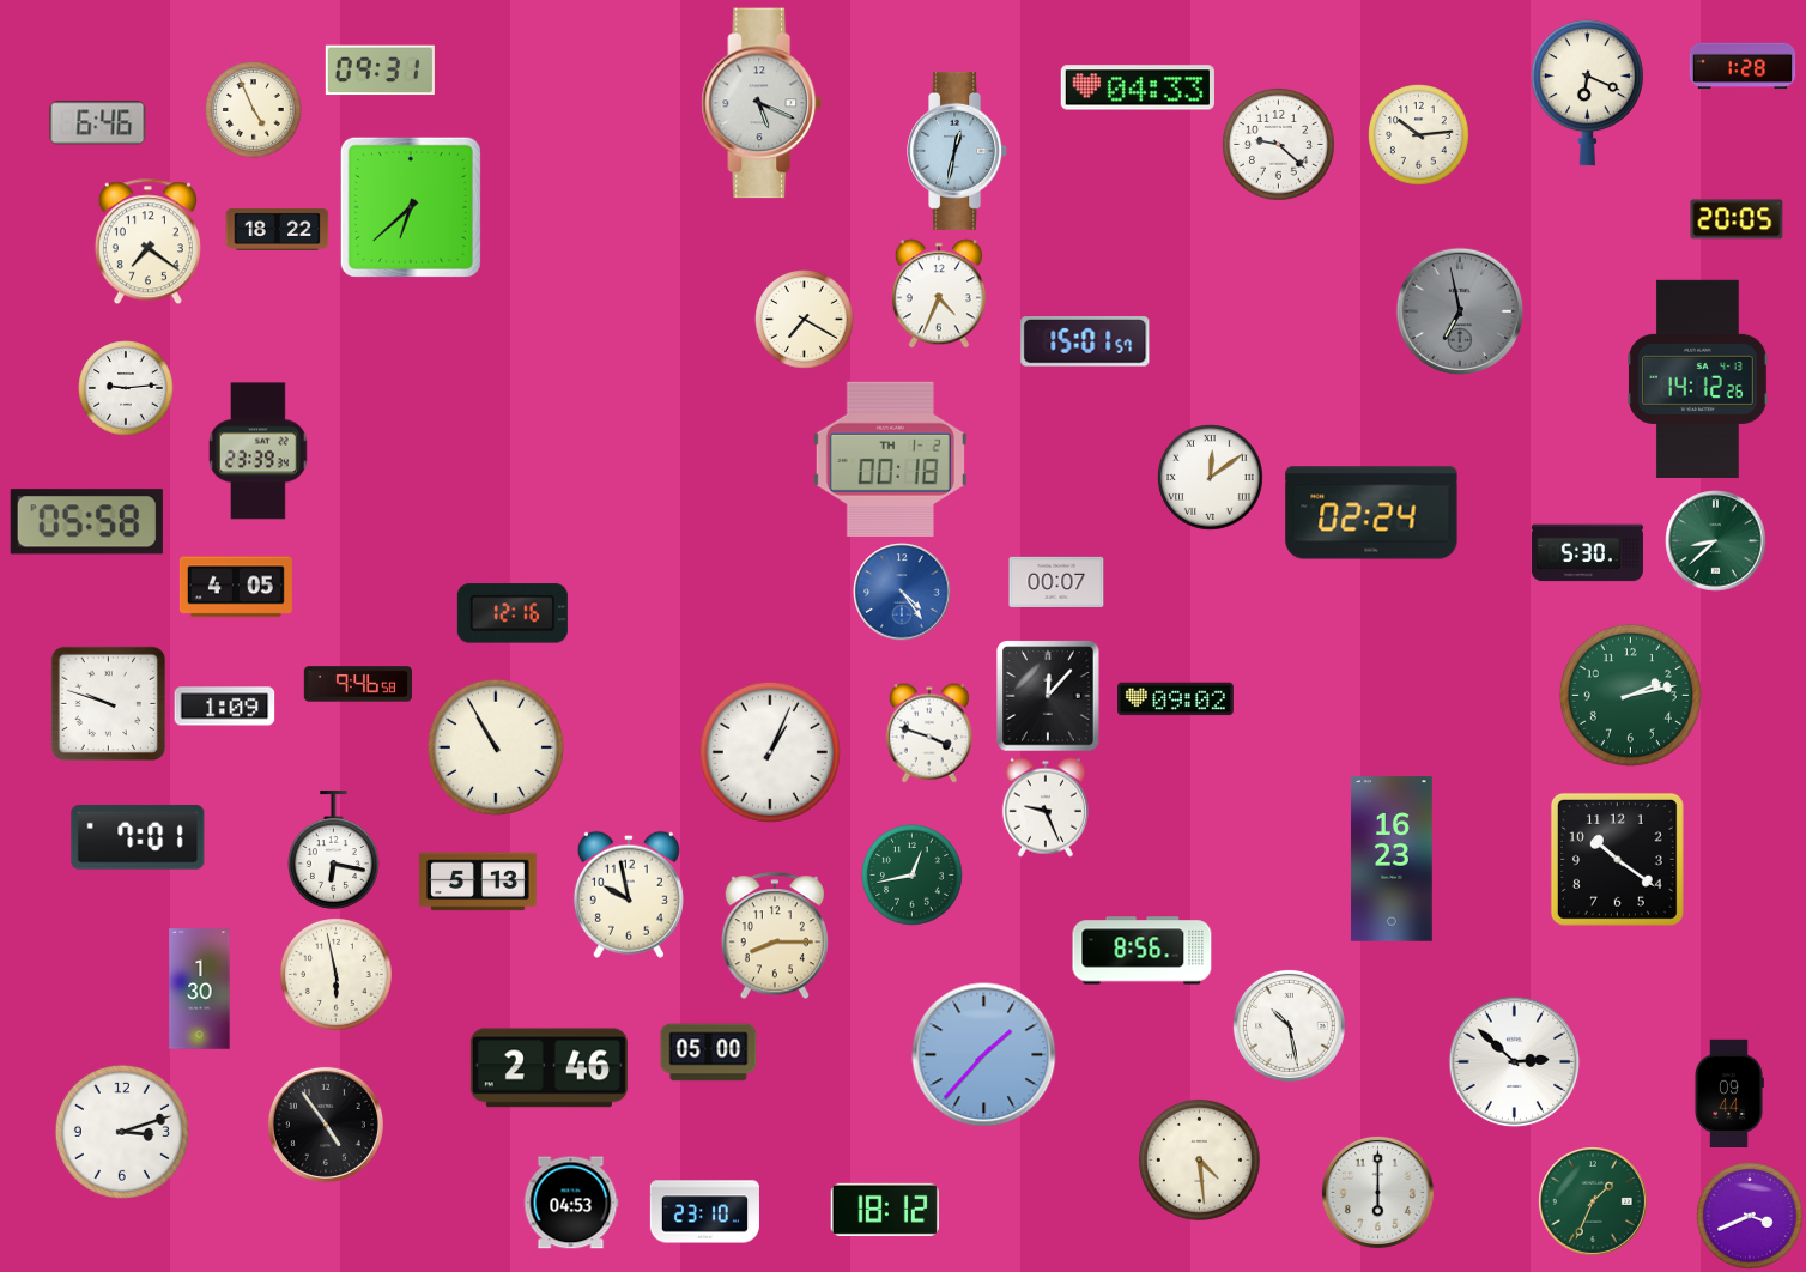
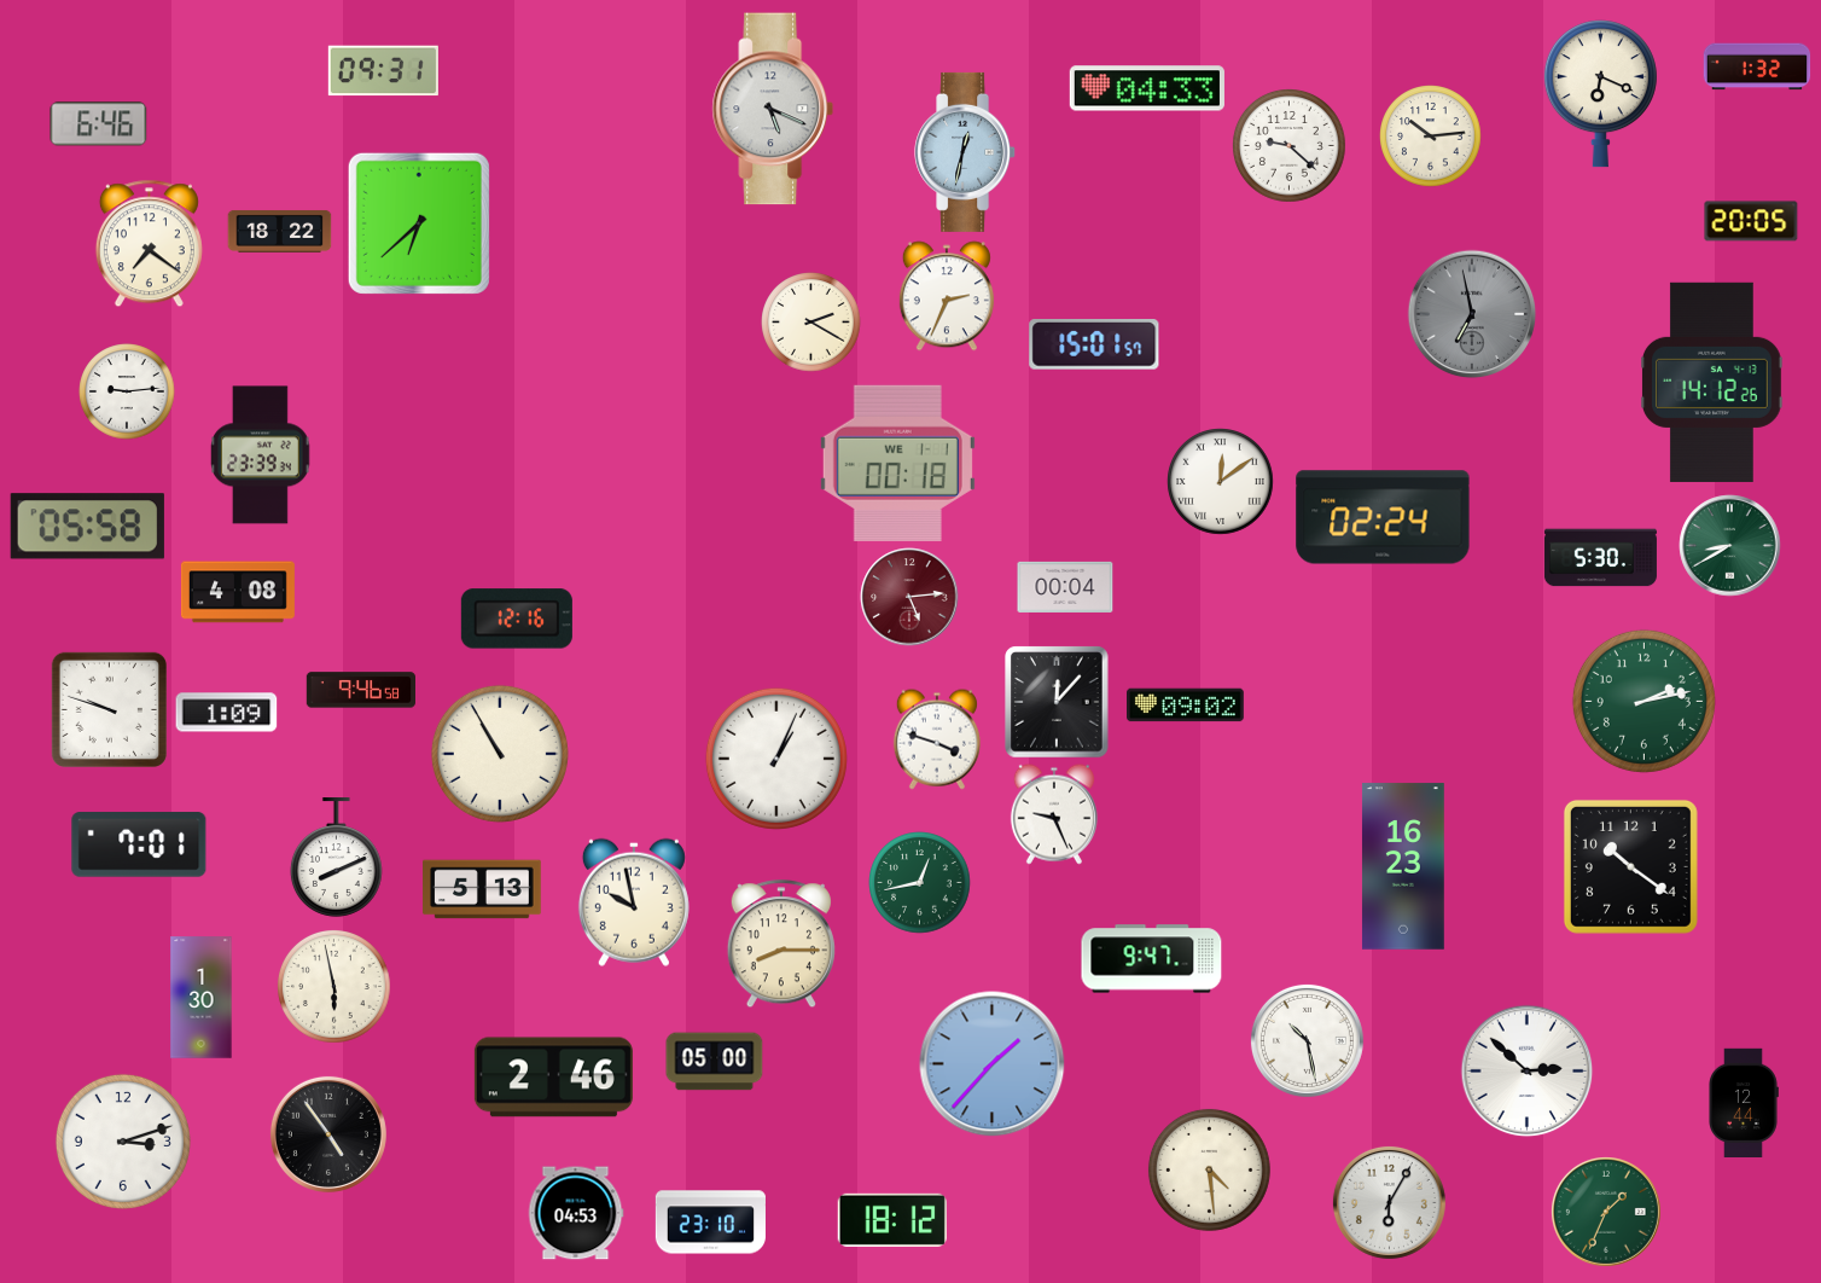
clock at (1743, 66): 1:28 -> 1:32
clock at (762, 103) position: (762, 103) -> (773, 109)
clock at (254, 110): 4:56 -> none
clock at (411, 207) position: (411, 207) -> (419, 223)
clock at (939, 293): 4:34 -> 2:34
clock at (805, 320): 7:20 -> 2:20
clock at (890, 459) date: TH 1-2 -> WE 1-1
clock at (1716, 541): 8:38 -> 8:40
clock at (1056, 582): 00:07 -> 00:04
clock at (236, 587): 4:05 -> 4:08
clock at (902, 592): 4:24 -> 5:14
clock at (902, 592) dial: blue -> burgundy
clock at (333, 850): 6:17 -> 8:11
clock at (1143, 951): 8:56 -> 9:47
clock at (337, 975) position: (337, 975) -> (334, 987)
clock at (1289, 1025) position: (1289, 1025) -> (1307, 1040)
clock at (1729, 1092): 09:44 -> 12:44
clock at (1377, 1192): 6:00 -> 6:05
clock at (1751, 1217): 3:41 -> none
